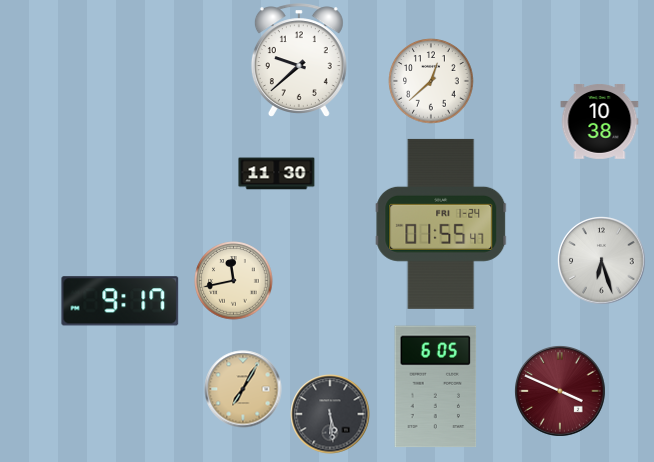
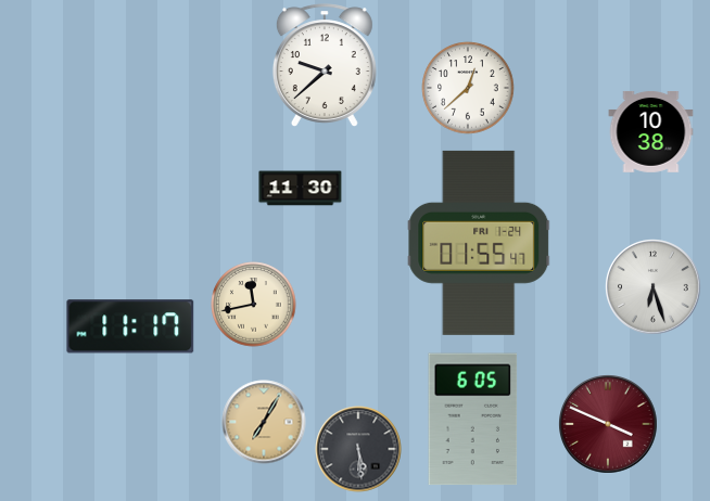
clock at (602, 261) position: (602, 261) -> (654, 287)
clock at (120, 301): 9:17 -> 11:17
